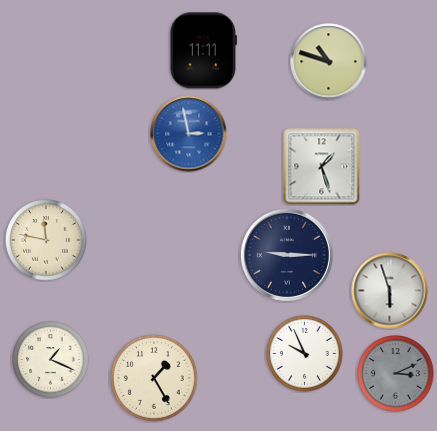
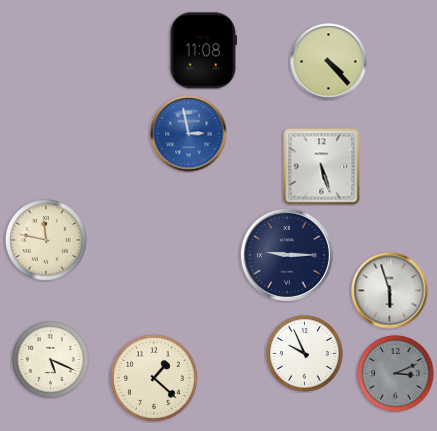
clock at (203, 51): 11:11 -> 11:08
clock at (329, 62): 10:48 -> 4:23
clock at (322, 167): 1:27 -> 5:27
clock at (51, 360): 1:19 -> 5:19
clock at (155, 379): 1:25 -> 1:22
